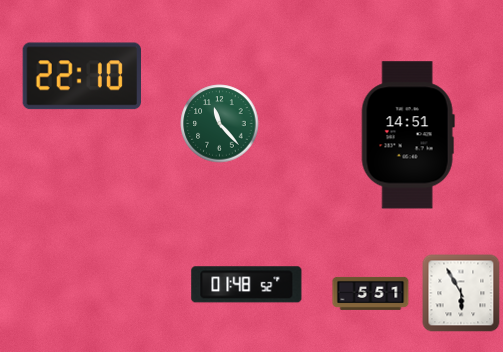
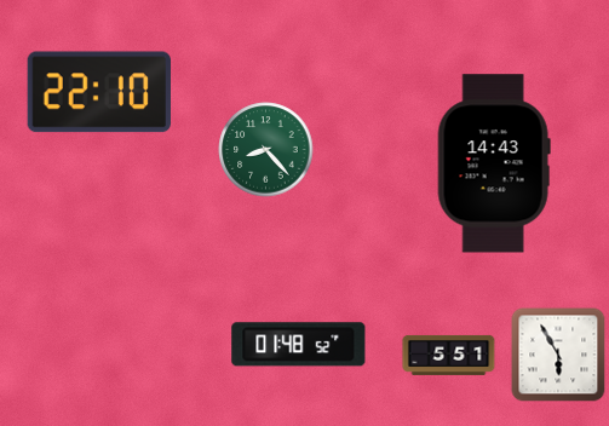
clock at (220, 124): 11:23 -> 8:23
clock at (408, 135): 14:51 -> 14:43
